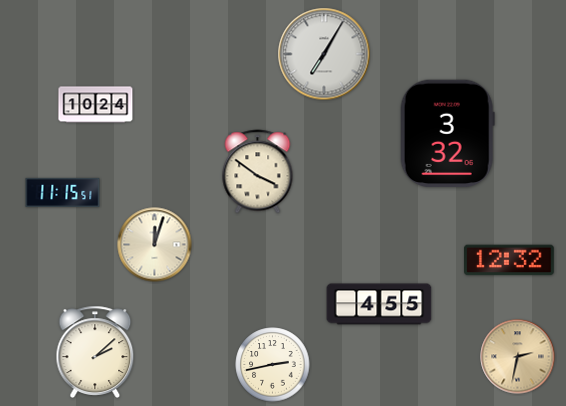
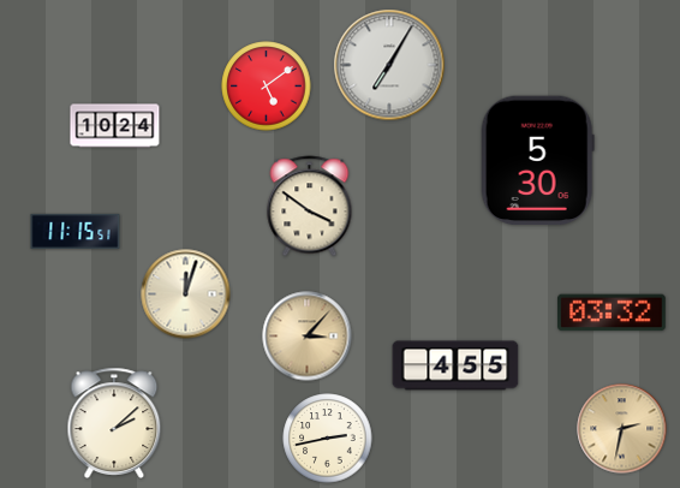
clock at (267, 87): none -> 5:09
clock at (447, 134): 3:32 -> 5:30
clock at (510, 260): 12:32 -> 03:32
clock at (308, 337): none -> 3:07
